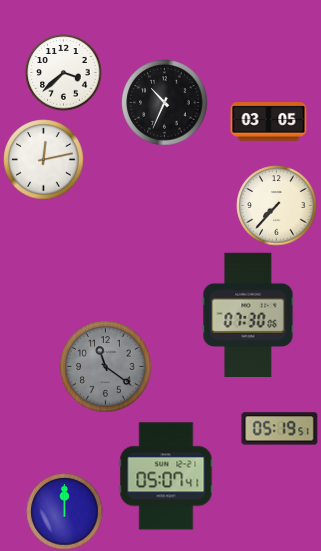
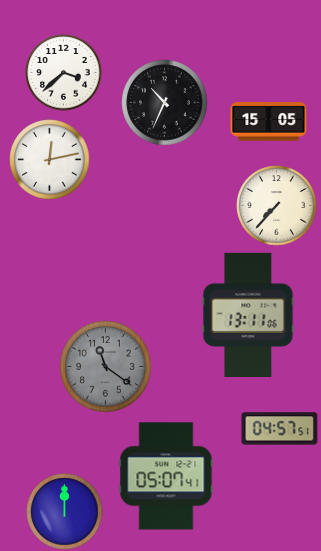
clock at (269, 122): 03:05 -> 15:05
clock at (44, 160) position: (44, 160) -> (50, 160)
clock at (248, 314): 07:30 -> 13:11
clock at (280, 429): 05:19 -> 04:57
